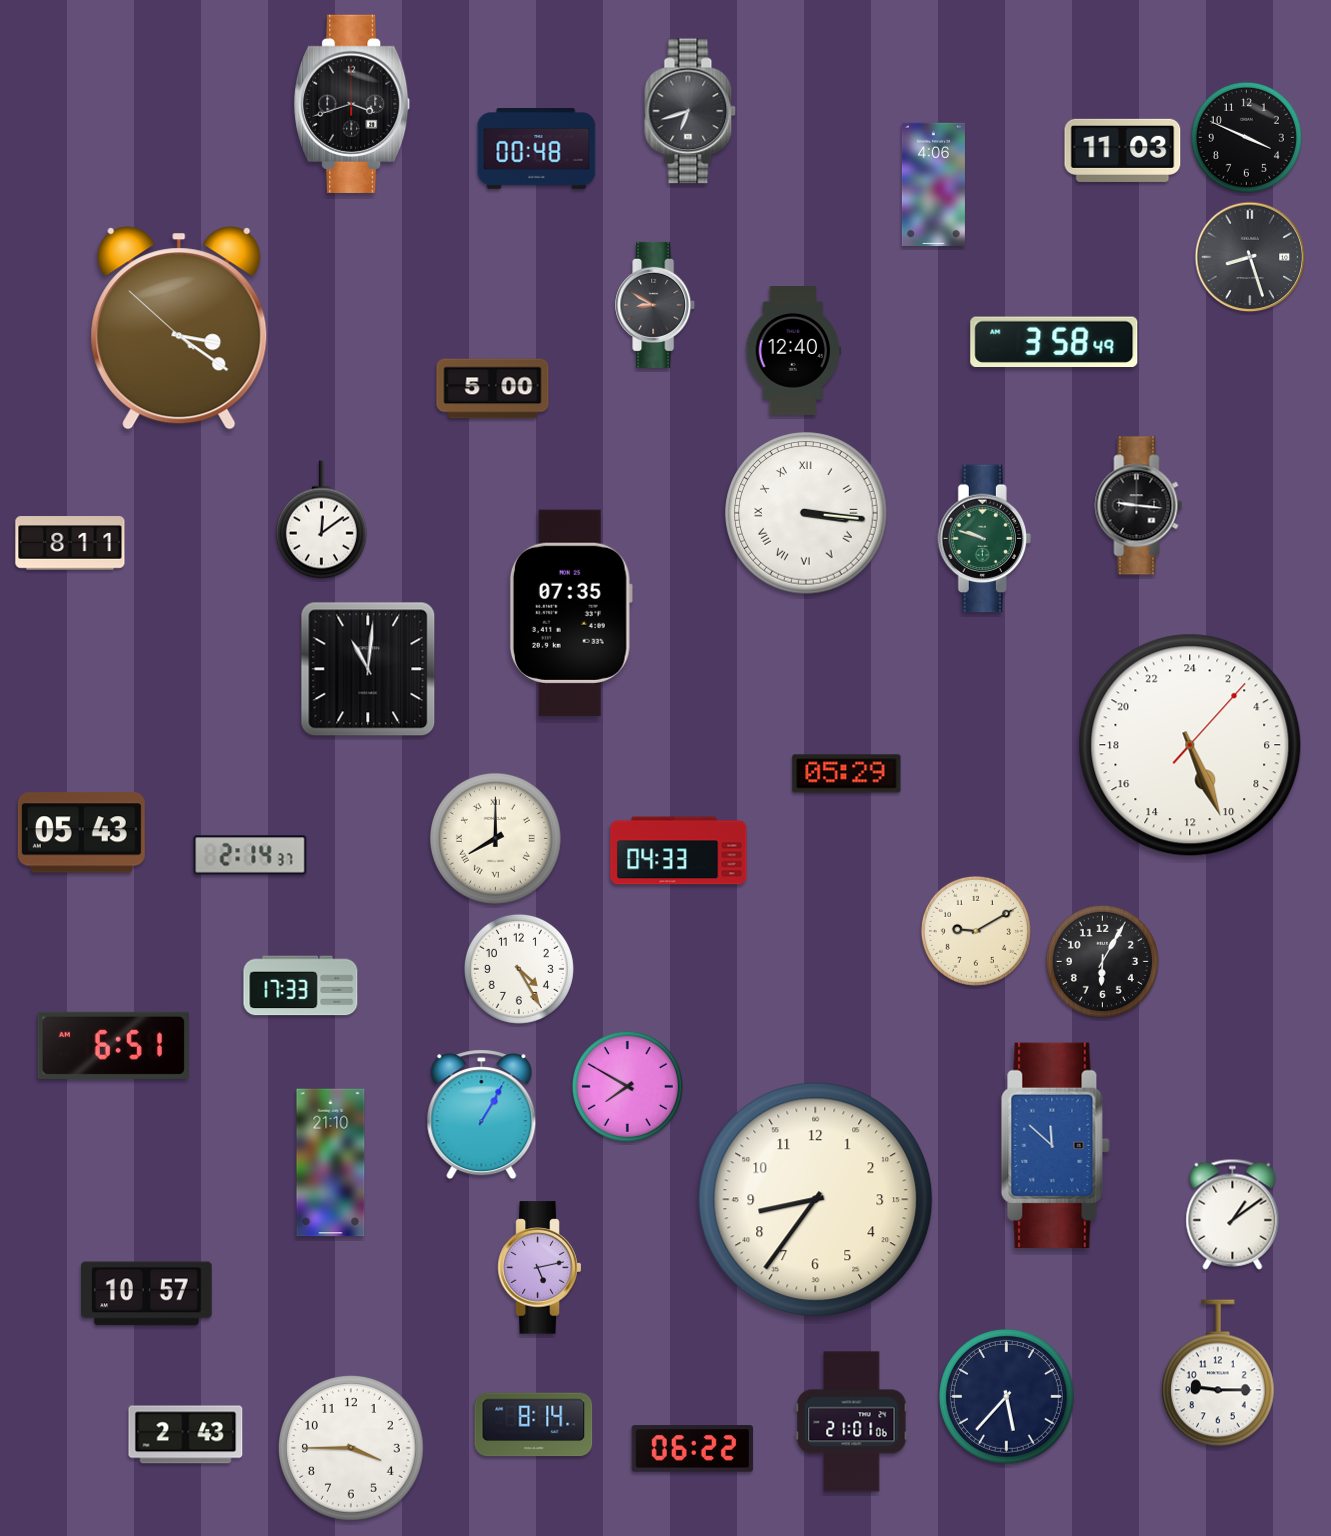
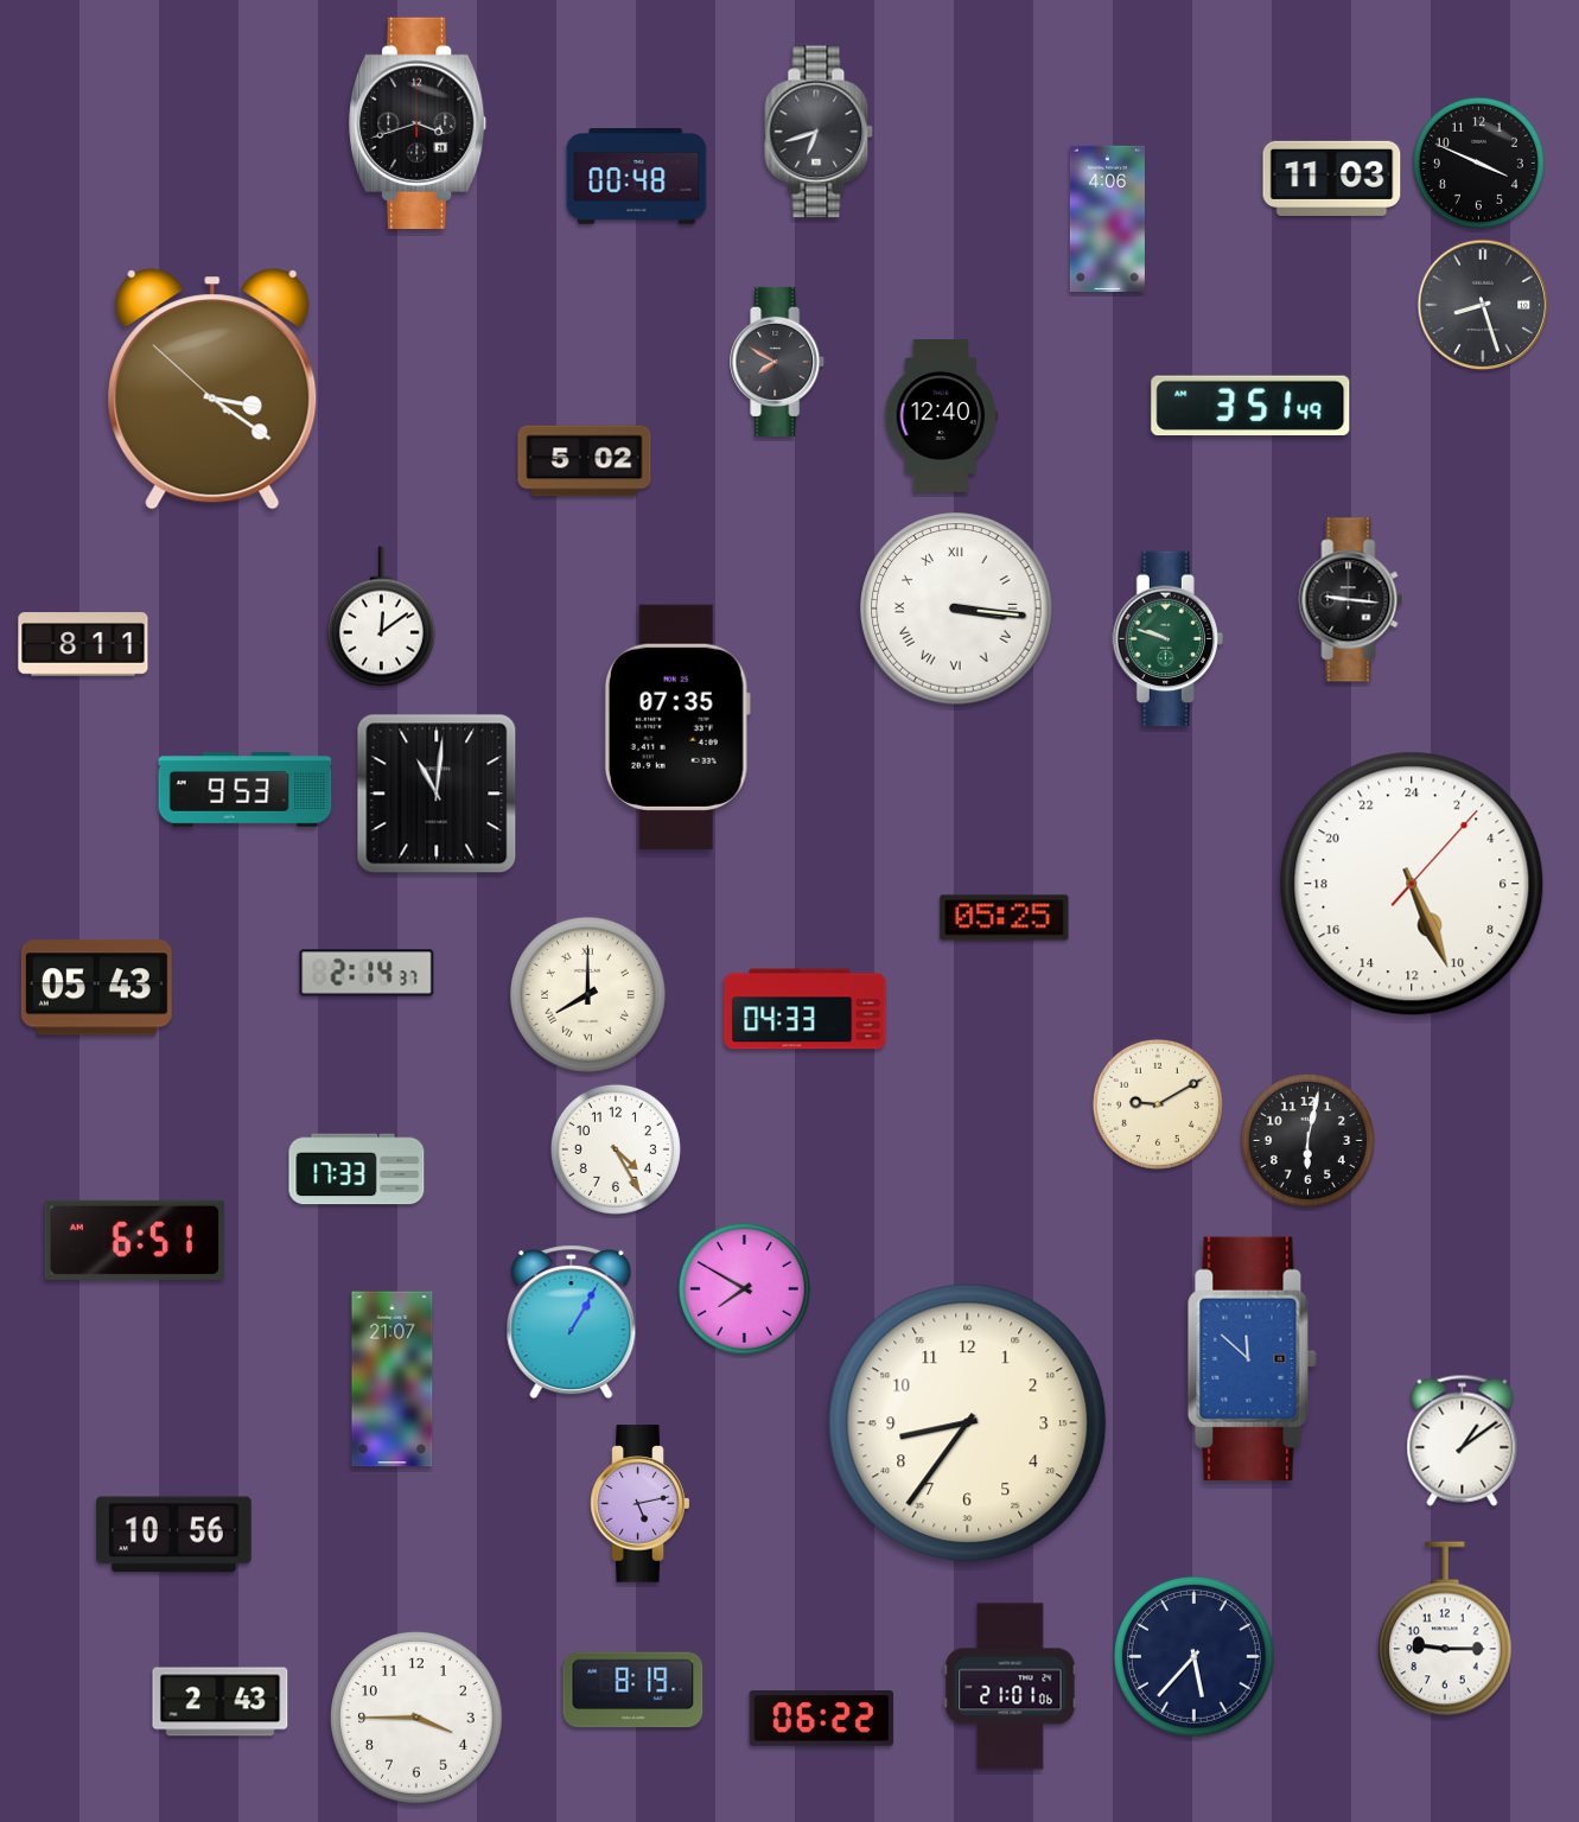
clock at (656, 305): 8:50 -> 7:50
clock at (1054, 341): 3:58 -> 3:51
clock at (493, 389): 5:00 -> 5:02
clock at (246, 790): none -> 9:53
clock at (847, 774): 05:29 -> 05:25
clock at (250, 855) position: (250, 855) -> (367, 973)
clock at (1102, 961): 6:05 -> 6:02
clock at (331, 1163): 21:10 -> 21:07
clock at (147, 1294): 10:57 -> 10:56
clock at (534, 1425): 8:14 -> 8:19
